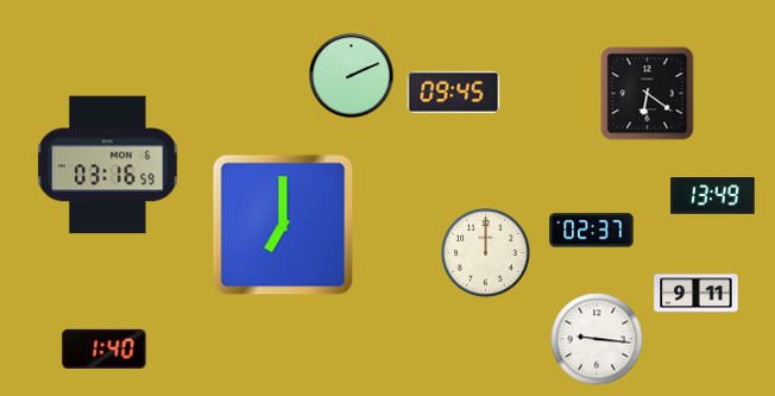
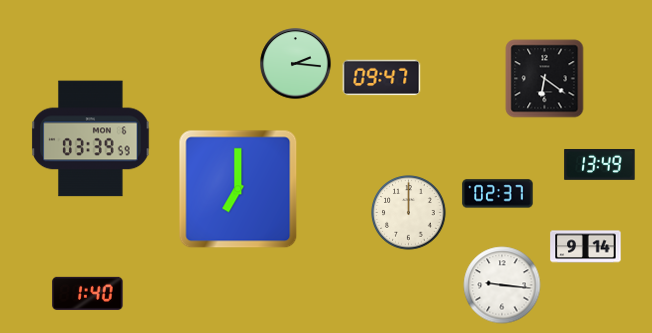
clock at (352, 76): 2:11 -> 2:16
clock at (454, 93): 09:45 -> 09:47
clock at (108, 165): 03:16 -> 03:39
clock at (697, 294): 9:11 -> 9:14
